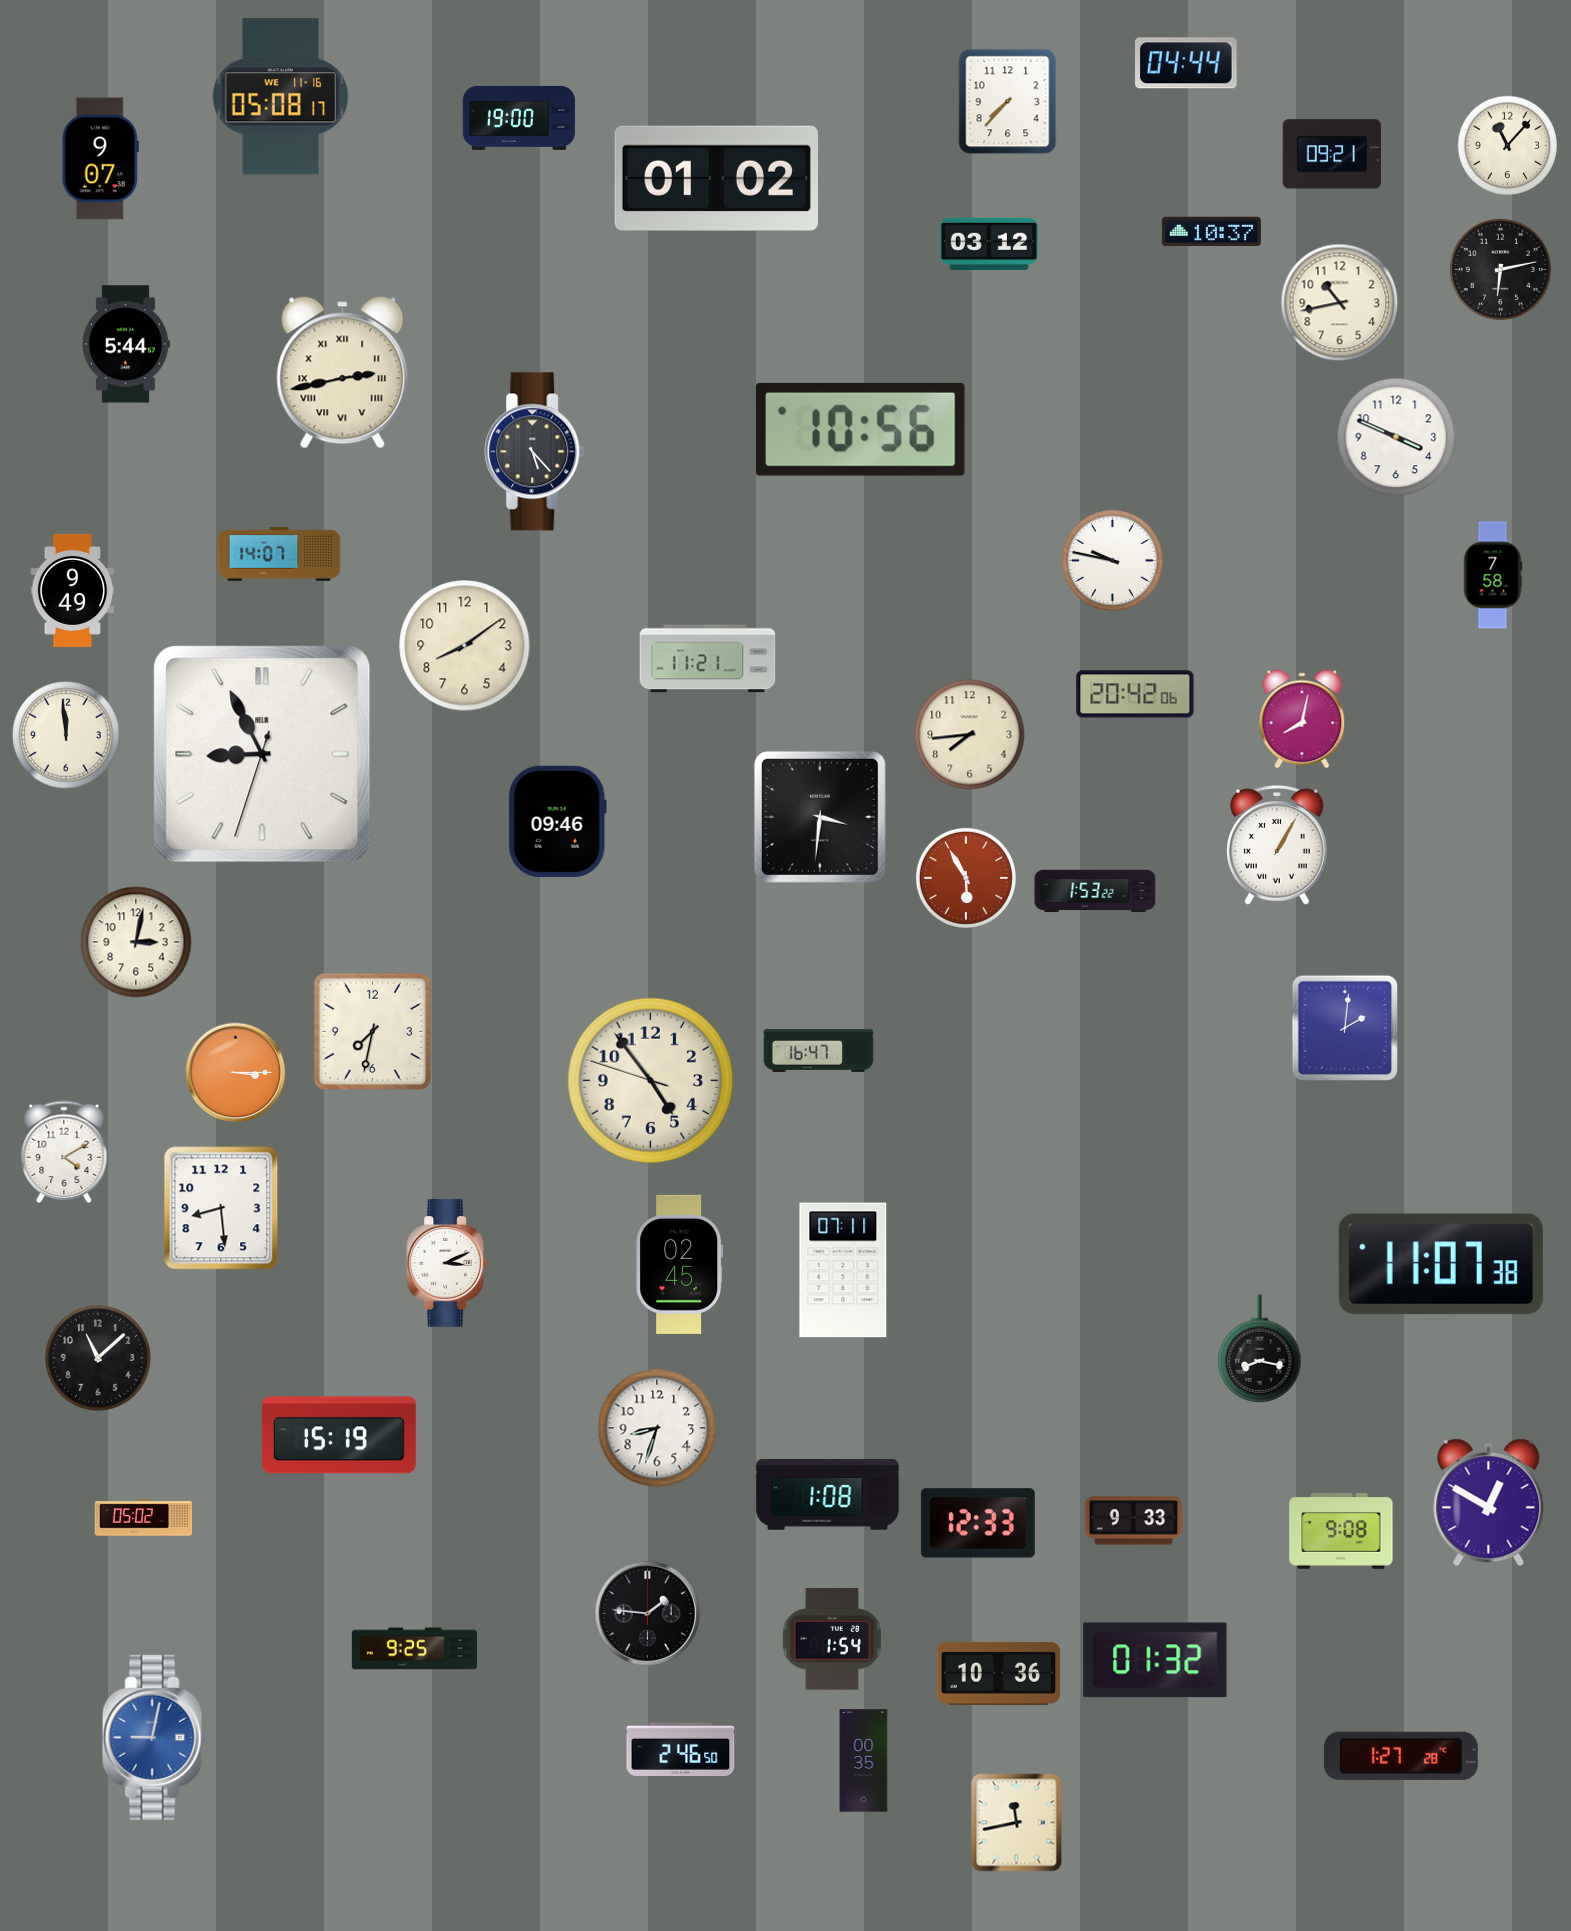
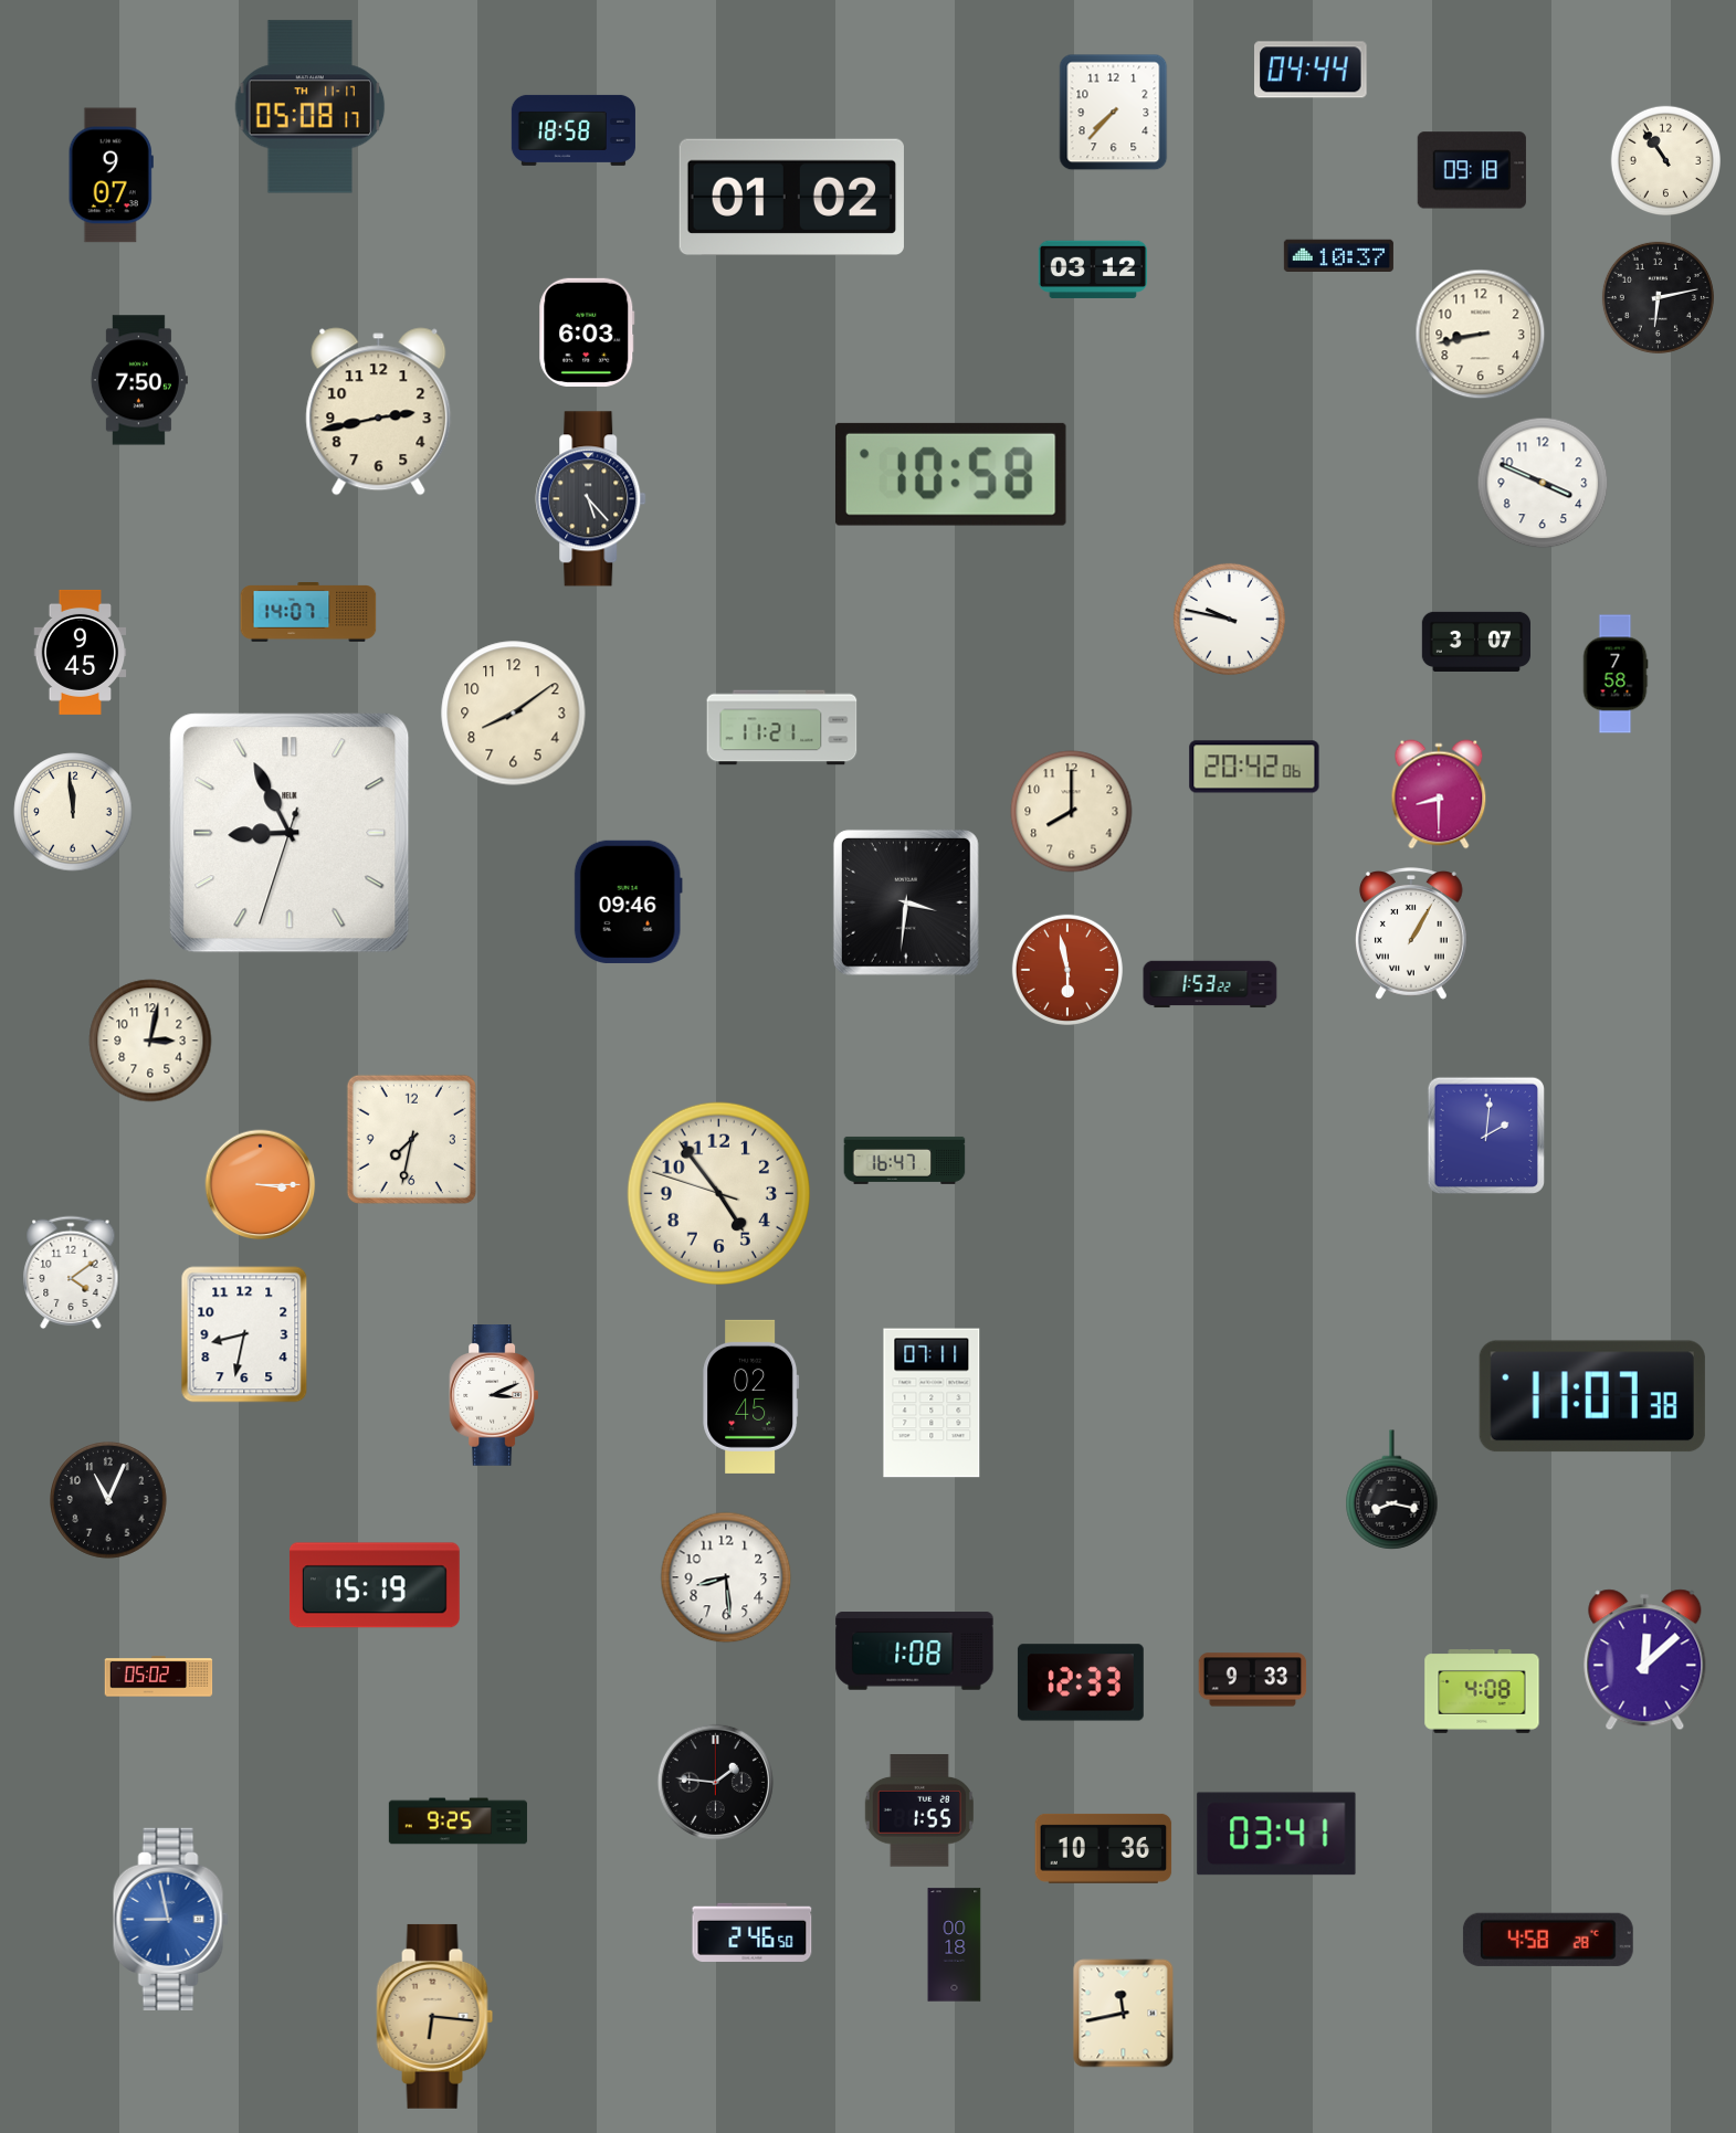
clock at (281, 97) date: WE 11-16 -> TH 11-17
clock at (519, 118): 19:00 -> 18:58
clock at (1507, 145): 11:07 -> 10:54
clock at (1332, 154): 09:21 -> 09:18
clock at (587, 332): none -> 6:03
clock at (1340, 303): 10:43 -> 8:43
clock at (126, 344): 5:44 -> 7:50
clock at (343, 373) numerals: Roman -> Arabic
clock at (860, 429): 10:56 -> 10:58
clock at (1493, 575) position: (1493, 575) -> (1616, 674)
clock at (1475, 642): none -> 3:07
clock at (73, 590): 9:49 -> 9:45
clock at (1302, 719): 8:02 -> 8:30
clock at (970, 735): 7:44 -> 8:00
clock at (557, 821) position: (557, 821) -> (628, 901)
clock at (966, 878): 5:55 -> 5:58
clock at (64, 1152): 4:10 -> 4:09
clock at (221, 1208): 8:29 -> 8:32
clock at (98, 1358): 11:08 -> 11:04
clock at (657, 1428): 8:33 -> 8:29
clock at (1489, 1503): 12:50 -> 12:08
clock at (1341, 1531): 9:08 -> 4:08
clock at (832, 1639): 1:54 -> 1:55
clock at (1155, 1660): 01:32 -> 03:41
clock at (154, 1737): 9:02 -> 8:58
clock at (1401, 1756): 1:27 -> 4:58
clock at (864, 1761): 00:35 -> 00:18
clock at (435, 2016): none -> 6:16
